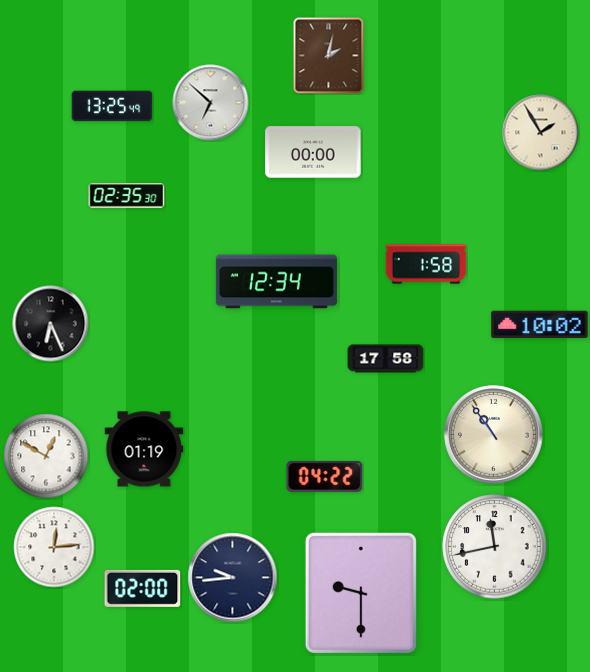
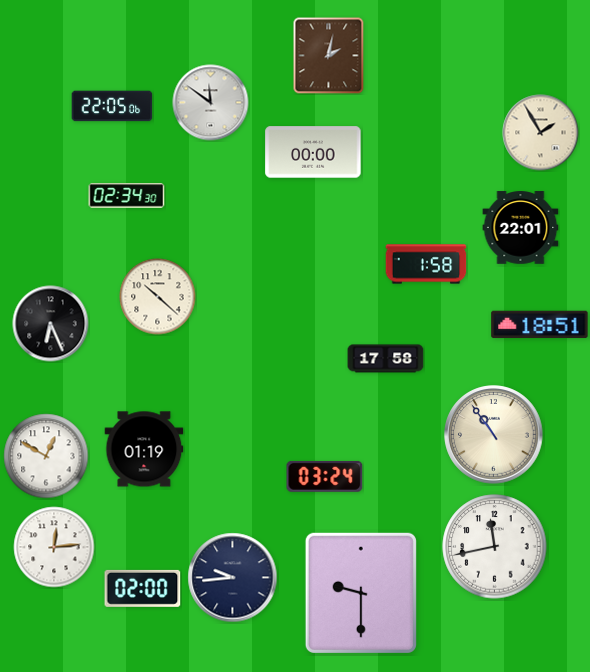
clock at (211, 103): 6:52 -> 11:51
clock at (112, 106): 13:25 -> 22:05
clock at (127, 196): 02:35 -> 02:34
clock at (521, 228): none -> 22:01
clock at (276, 282): 12:34 -> none
clock at (158, 297): none -> 10:22
clock at (540, 325): 10:02 -> 18:51
clock at (325, 476): 04:22 -> 03:24
